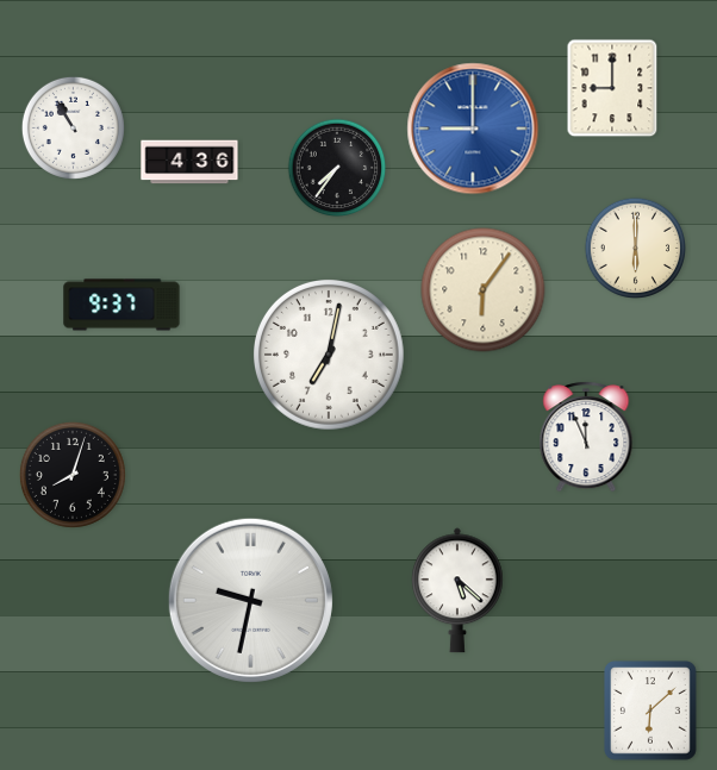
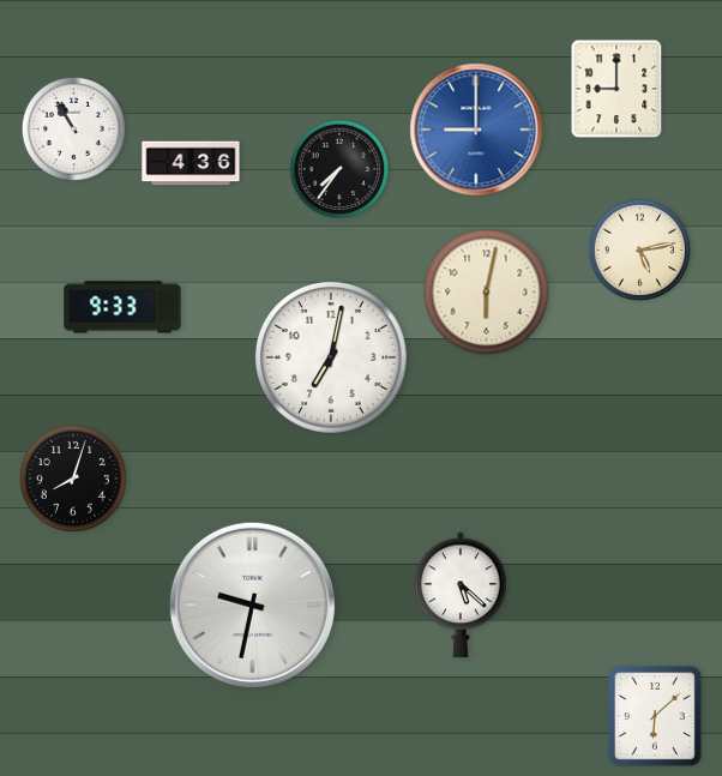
clock at (635, 248): 6:00 -> 5:13
clock at (484, 290): 6:06 -> 6:02
clock at (121, 305): 9:37 -> 9:33
clock at (586, 437): 11:56 -> none
